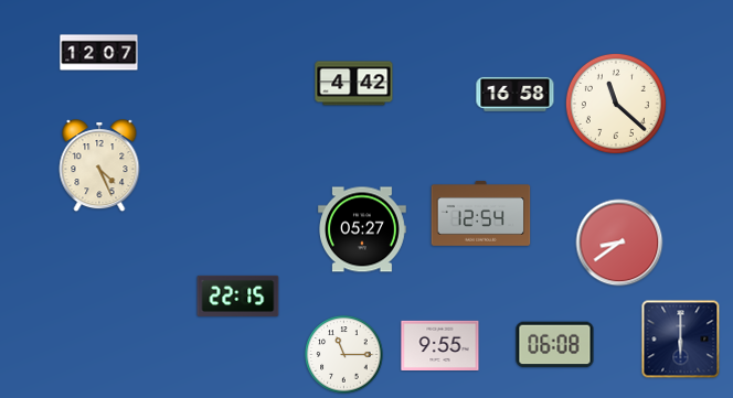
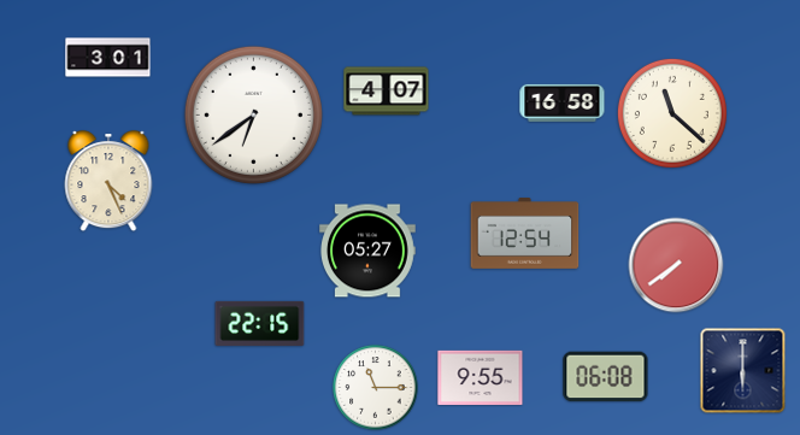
clock at (99, 53): 12:07 -> 3:01
clock at (354, 84): 4:42 -> 4:07
clock at (253, 114): none -> 6:39
clock at (363, 229) position: (363, 229) -> (369, 251)
clock at (619, 243): 8:39 -> 7:39
